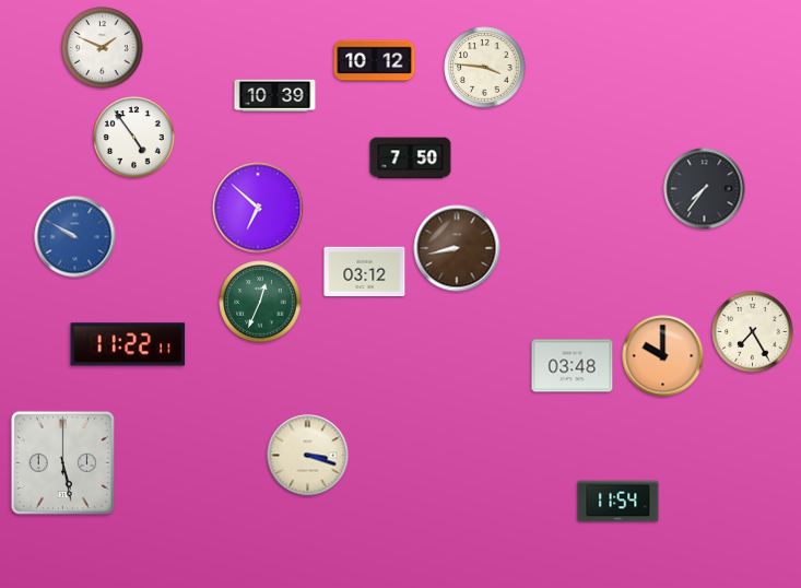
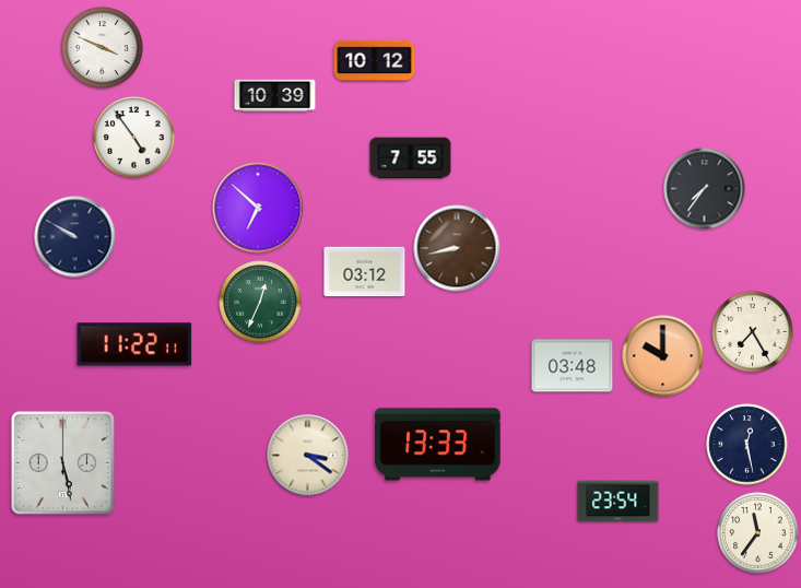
clock at (103, 48): 1:49 -> 3:49
clock at (485, 68): 3:46 -> none
clock at (411, 158): 7:50 -> 7:55
clock at (75, 237) dial: blue -> navy
clock at (128, 344) position: (128, 344) -> (134, 344)
clock at (438, 445): none -> 13:33
clock at (747, 445): none -> 12:28
clock at (308, 456): 3:18 -> 3:21
clock at (619, 502): 11:54 -> 23:54
clock at (758, 533): none -> 11:36
